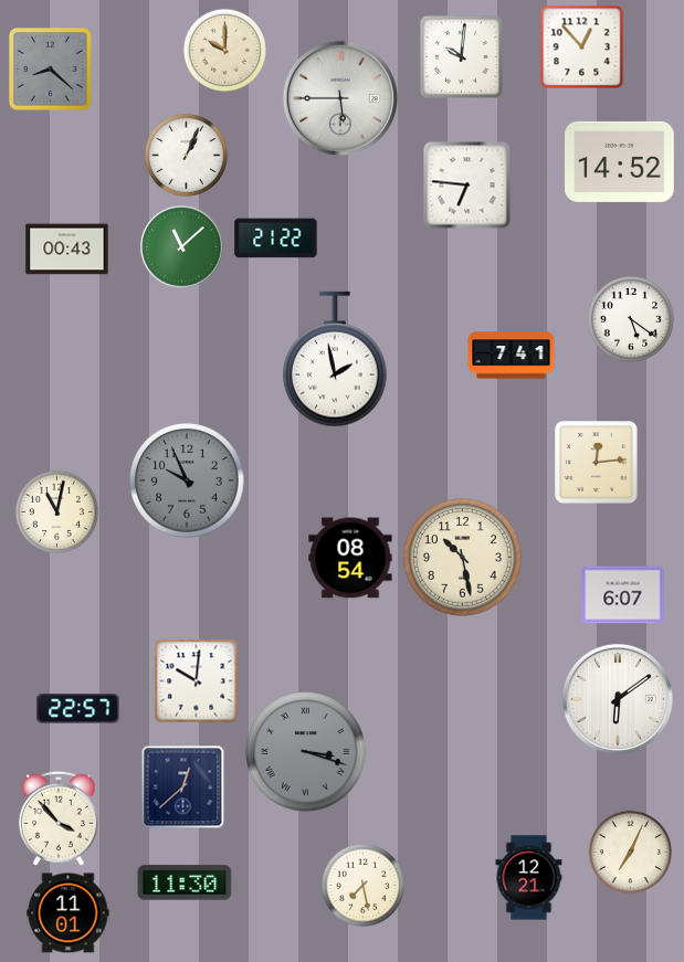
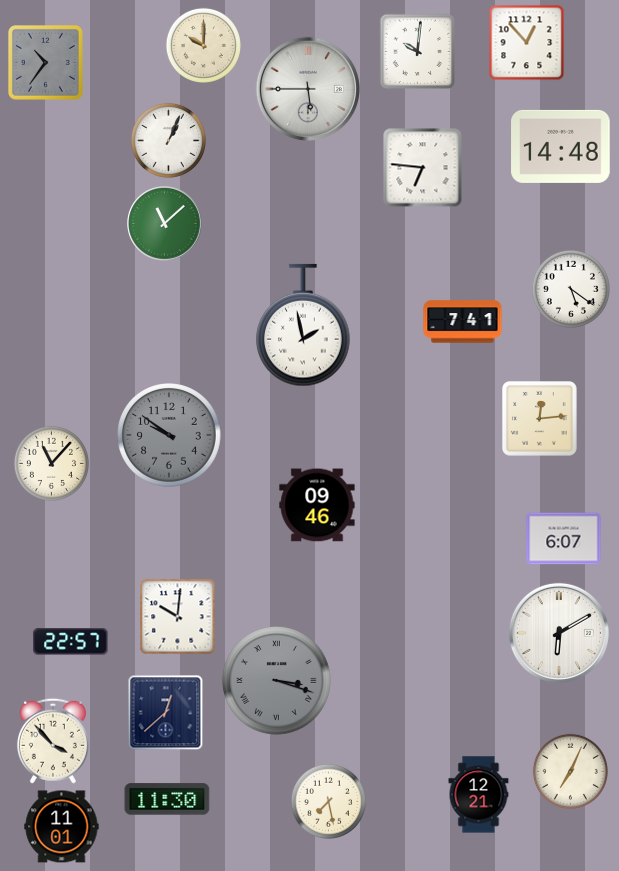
clock at (51, 70): 8:22 -> 10:36
clock at (620, 161): 14:52 -> 14:48
clock at (276, 239): 21:22 -> none
clock at (67, 250): 00:43 -> none
clock at (188, 482): 9:56 -> 9:51
clock at (56, 511): 11:02 -> 11:07
clock at (350, 558): 08:54 -> 09:46
clock at (463, 558): 10:28 -> none
clock at (618, 699): 6:09 -> 6:10
